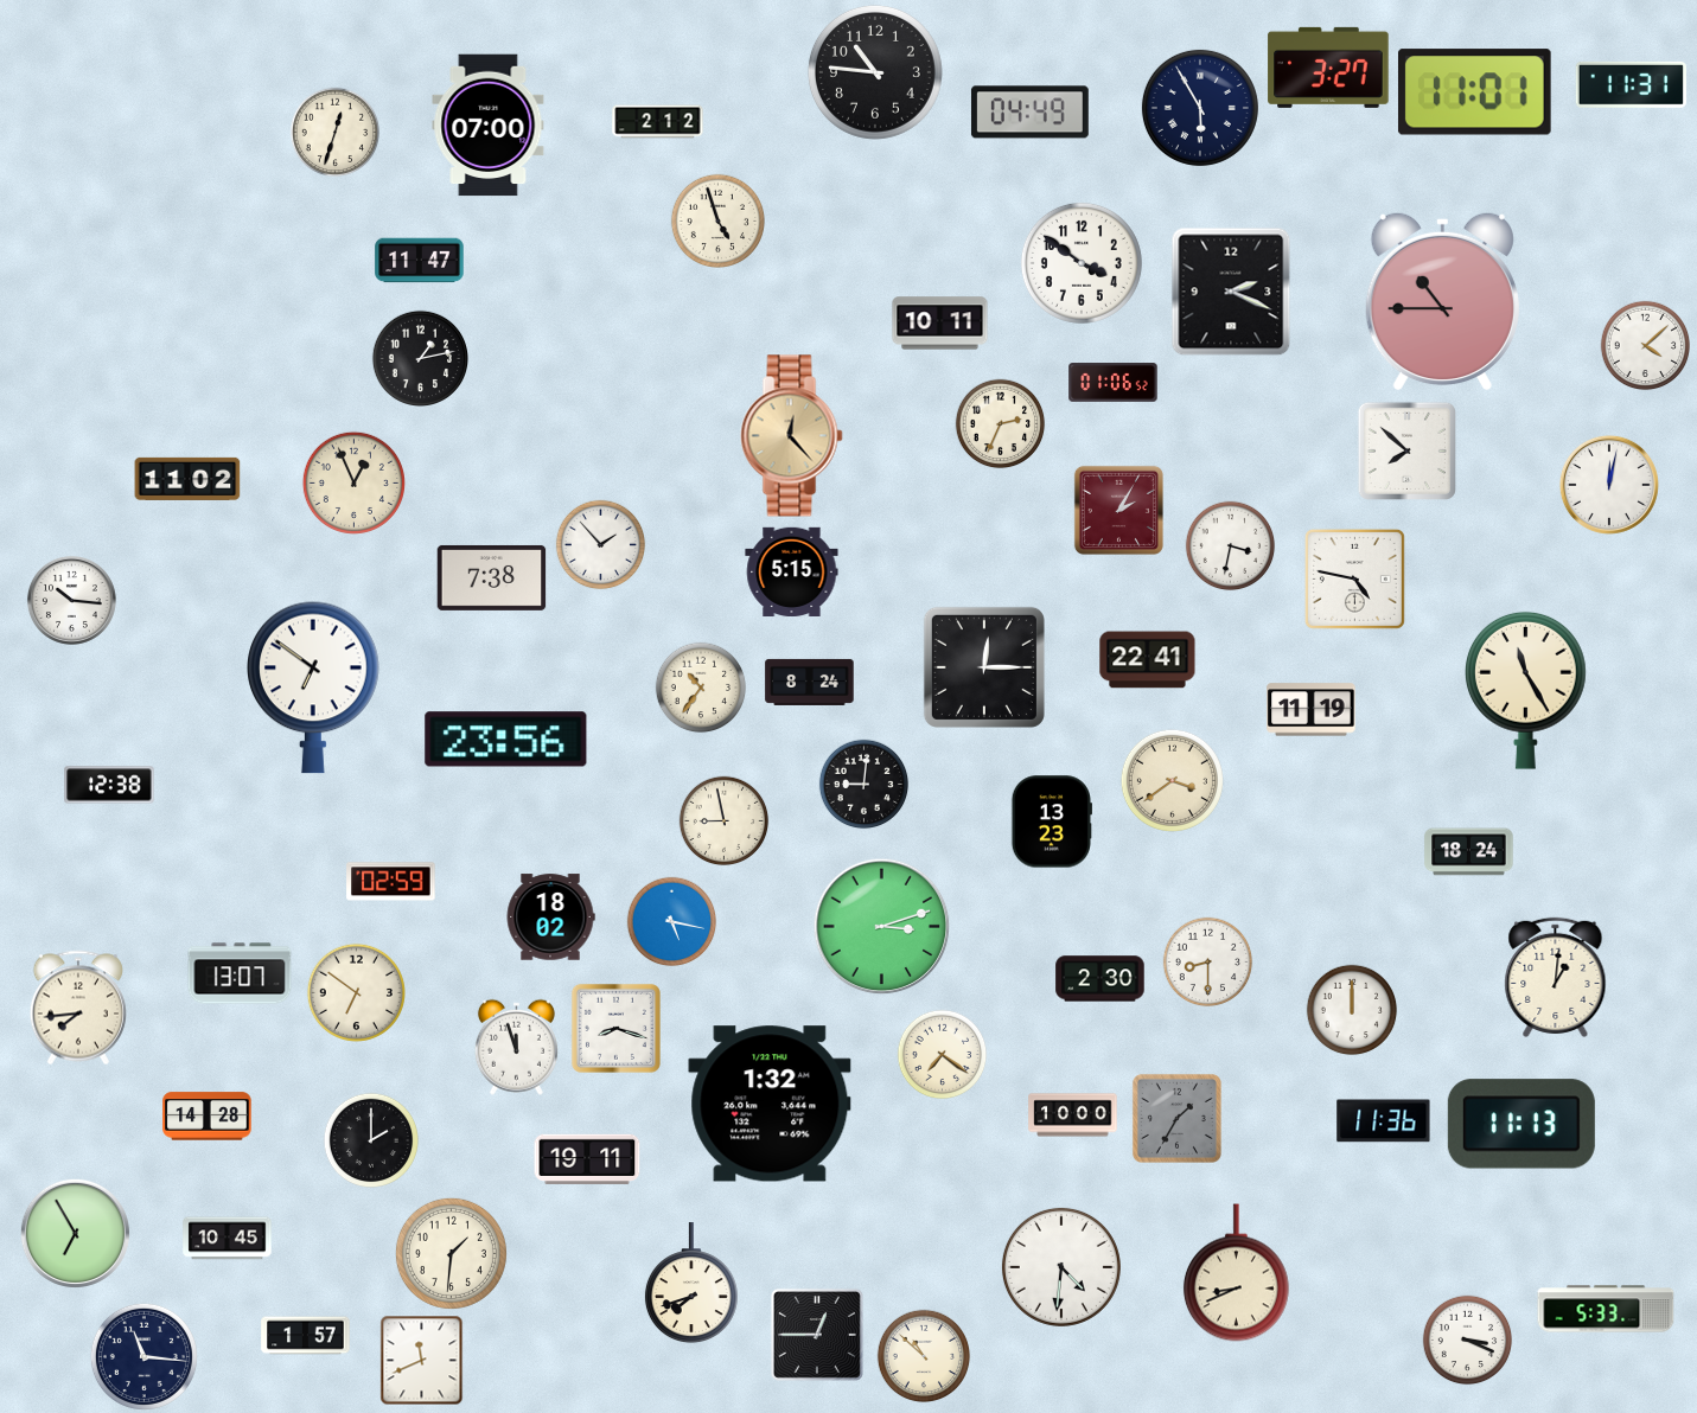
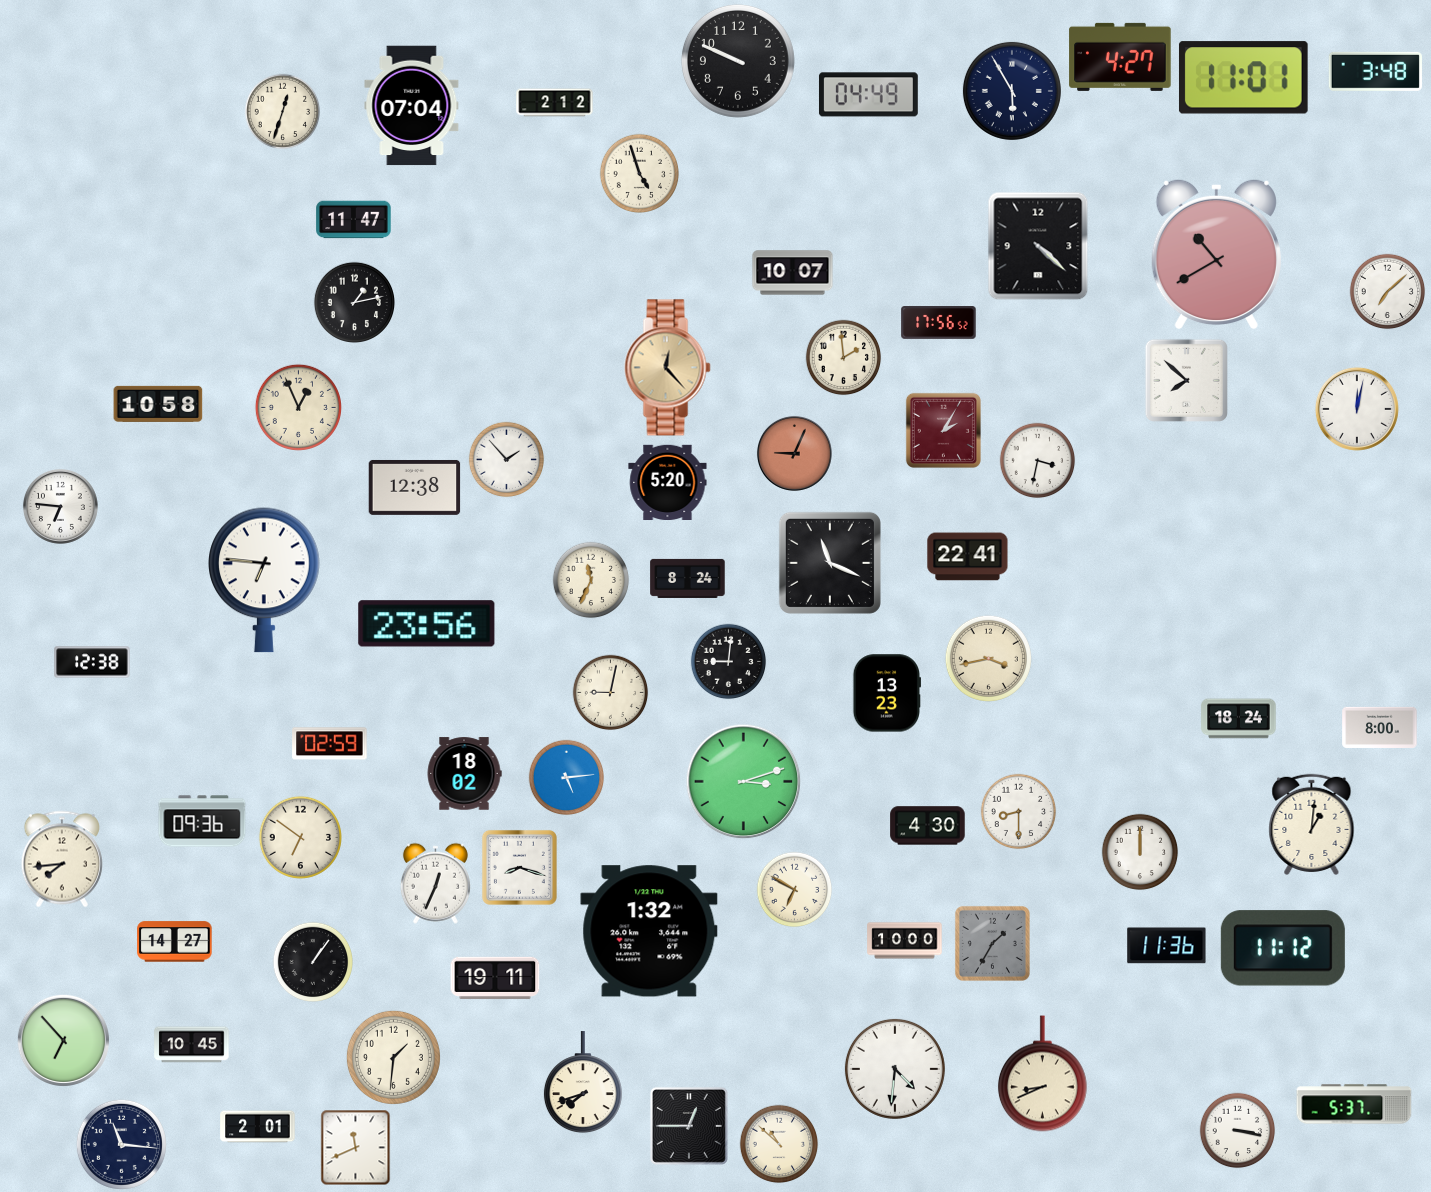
clock at (1328, 68): 3:27 -> 4:27
clock at (875, 72): 10:46 -> 9:49
clock at (1631, 84): 11:31 -> 3:48
clock at (489, 126): 07:00 -> 07:04
clock at (719, 222) position: (719, 222) -> (640, 174)
clock at (1082, 263): 3:51 -> none
clock at (1231, 292): 2:19 -> 4:22
clock at (1442, 301): 10:45 -> 10:40
clock at (940, 324): 10:11 -> 10:07
clock at (1646, 346): 4:08 -> 7:08
clock at (1114, 383): 01:06 -> 17:56
clock at (1001, 424): 2:34 -> 1:59
clock at (187, 479): 11:02 -> 10:58
clock at (794, 453): none -> 9:04
clock at (792, 571): 5:15 -> 5:20
clock at (492, 577): 7:38 -> 12:38
clock at (1354, 578): 4:47 -> none
clock at (71, 600): 10:16 -> 6:46
clock at (984, 667): 12:15 -> 11:19
clock at (810, 682) position: (810, 682) -> (688, 578)
clock at (313, 688): 6:51 -> 6:46
clock at (701, 688): 10:36 -> 11:34
clock at (1526, 690): 11:25 -> none
clock at (1312, 710): 11:19 -> none
clock at (1172, 780): 3:39 -> 3:43
clock at (725, 821): 8:58 -> 9:02
clock at (1380, 727): none -> 8:00
clock at (672, 922): 5:17 -> 5:14
clock at (240, 973): 13:07 -> 09:36
clock at (1101, 979): 2:30 -> 4:30
clock at (77, 1008) position: (77, 1008) -> (61, 859)
clock at (516, 1047): 11:57 -> 12:34
clock at (943, 1055): 7:21 -> 6:50
clock at (208, 1117): 14:28 -> 14:27
clock at (1521, 1124): 11:13 -> 11:12
clock at (370, 1139): 2:00 -> 1:06
clock at (75, 1233): 6:55 -> 6:53
clock at (451, 1253) position: (451, 1253) -> (393, 1057)
clock at (1606, 1309): 5:33 -> 5:37
clock at (306, 1336): 1:57 -> 2:01
clock at (1468, 1341): 3:19 -> 3:17
